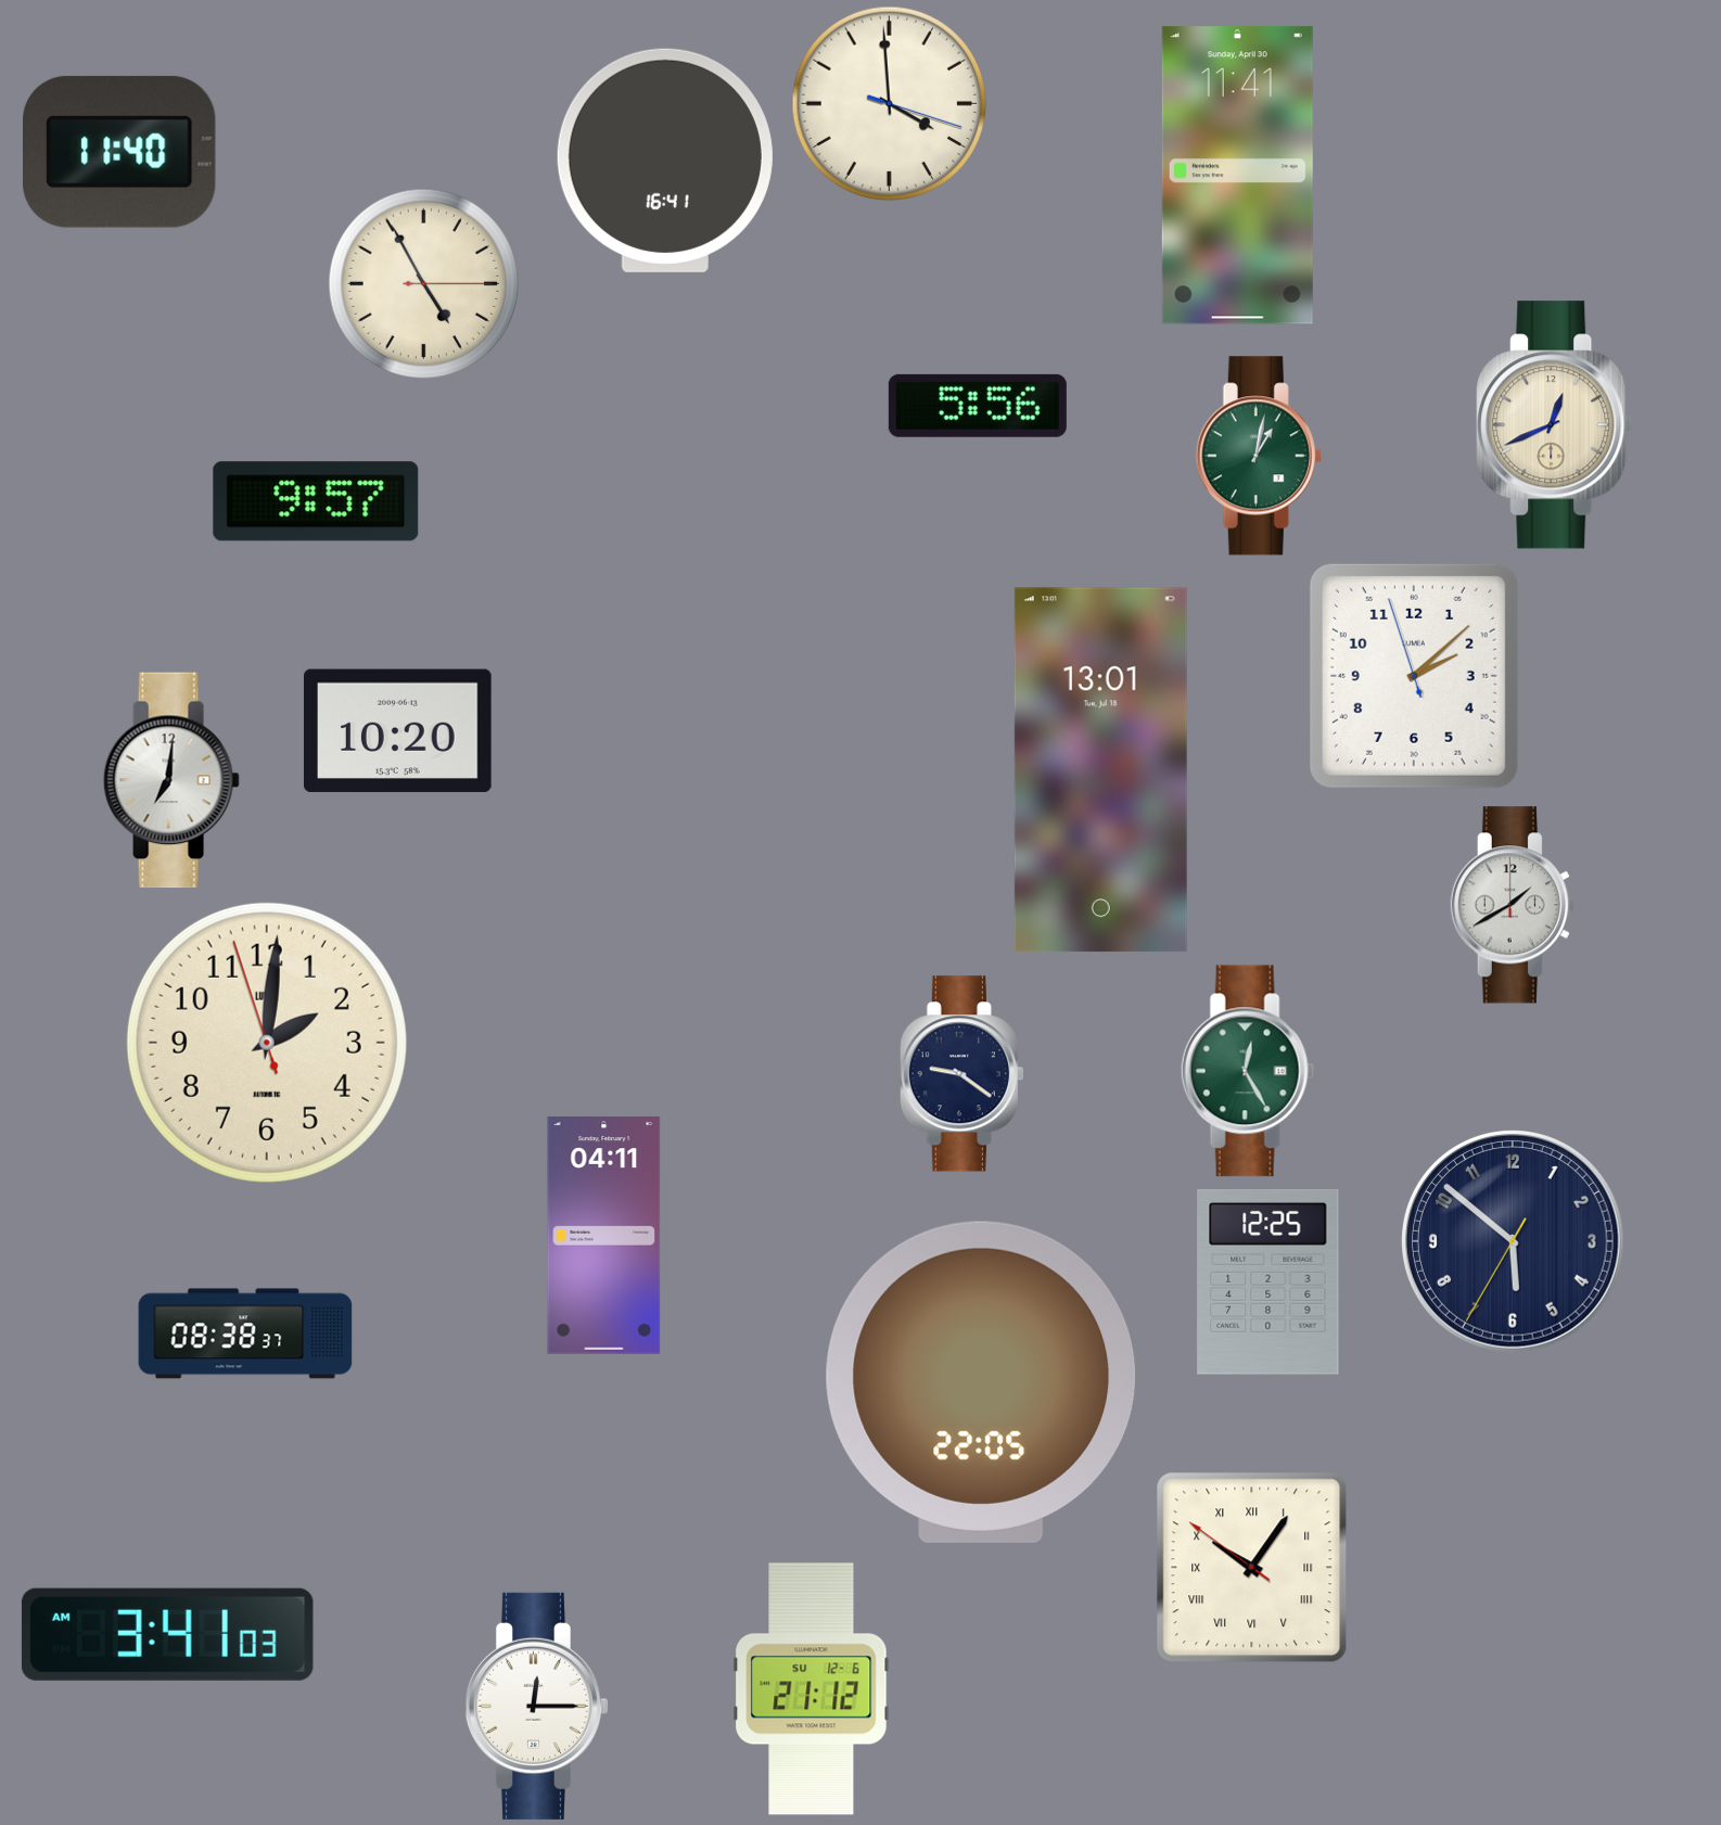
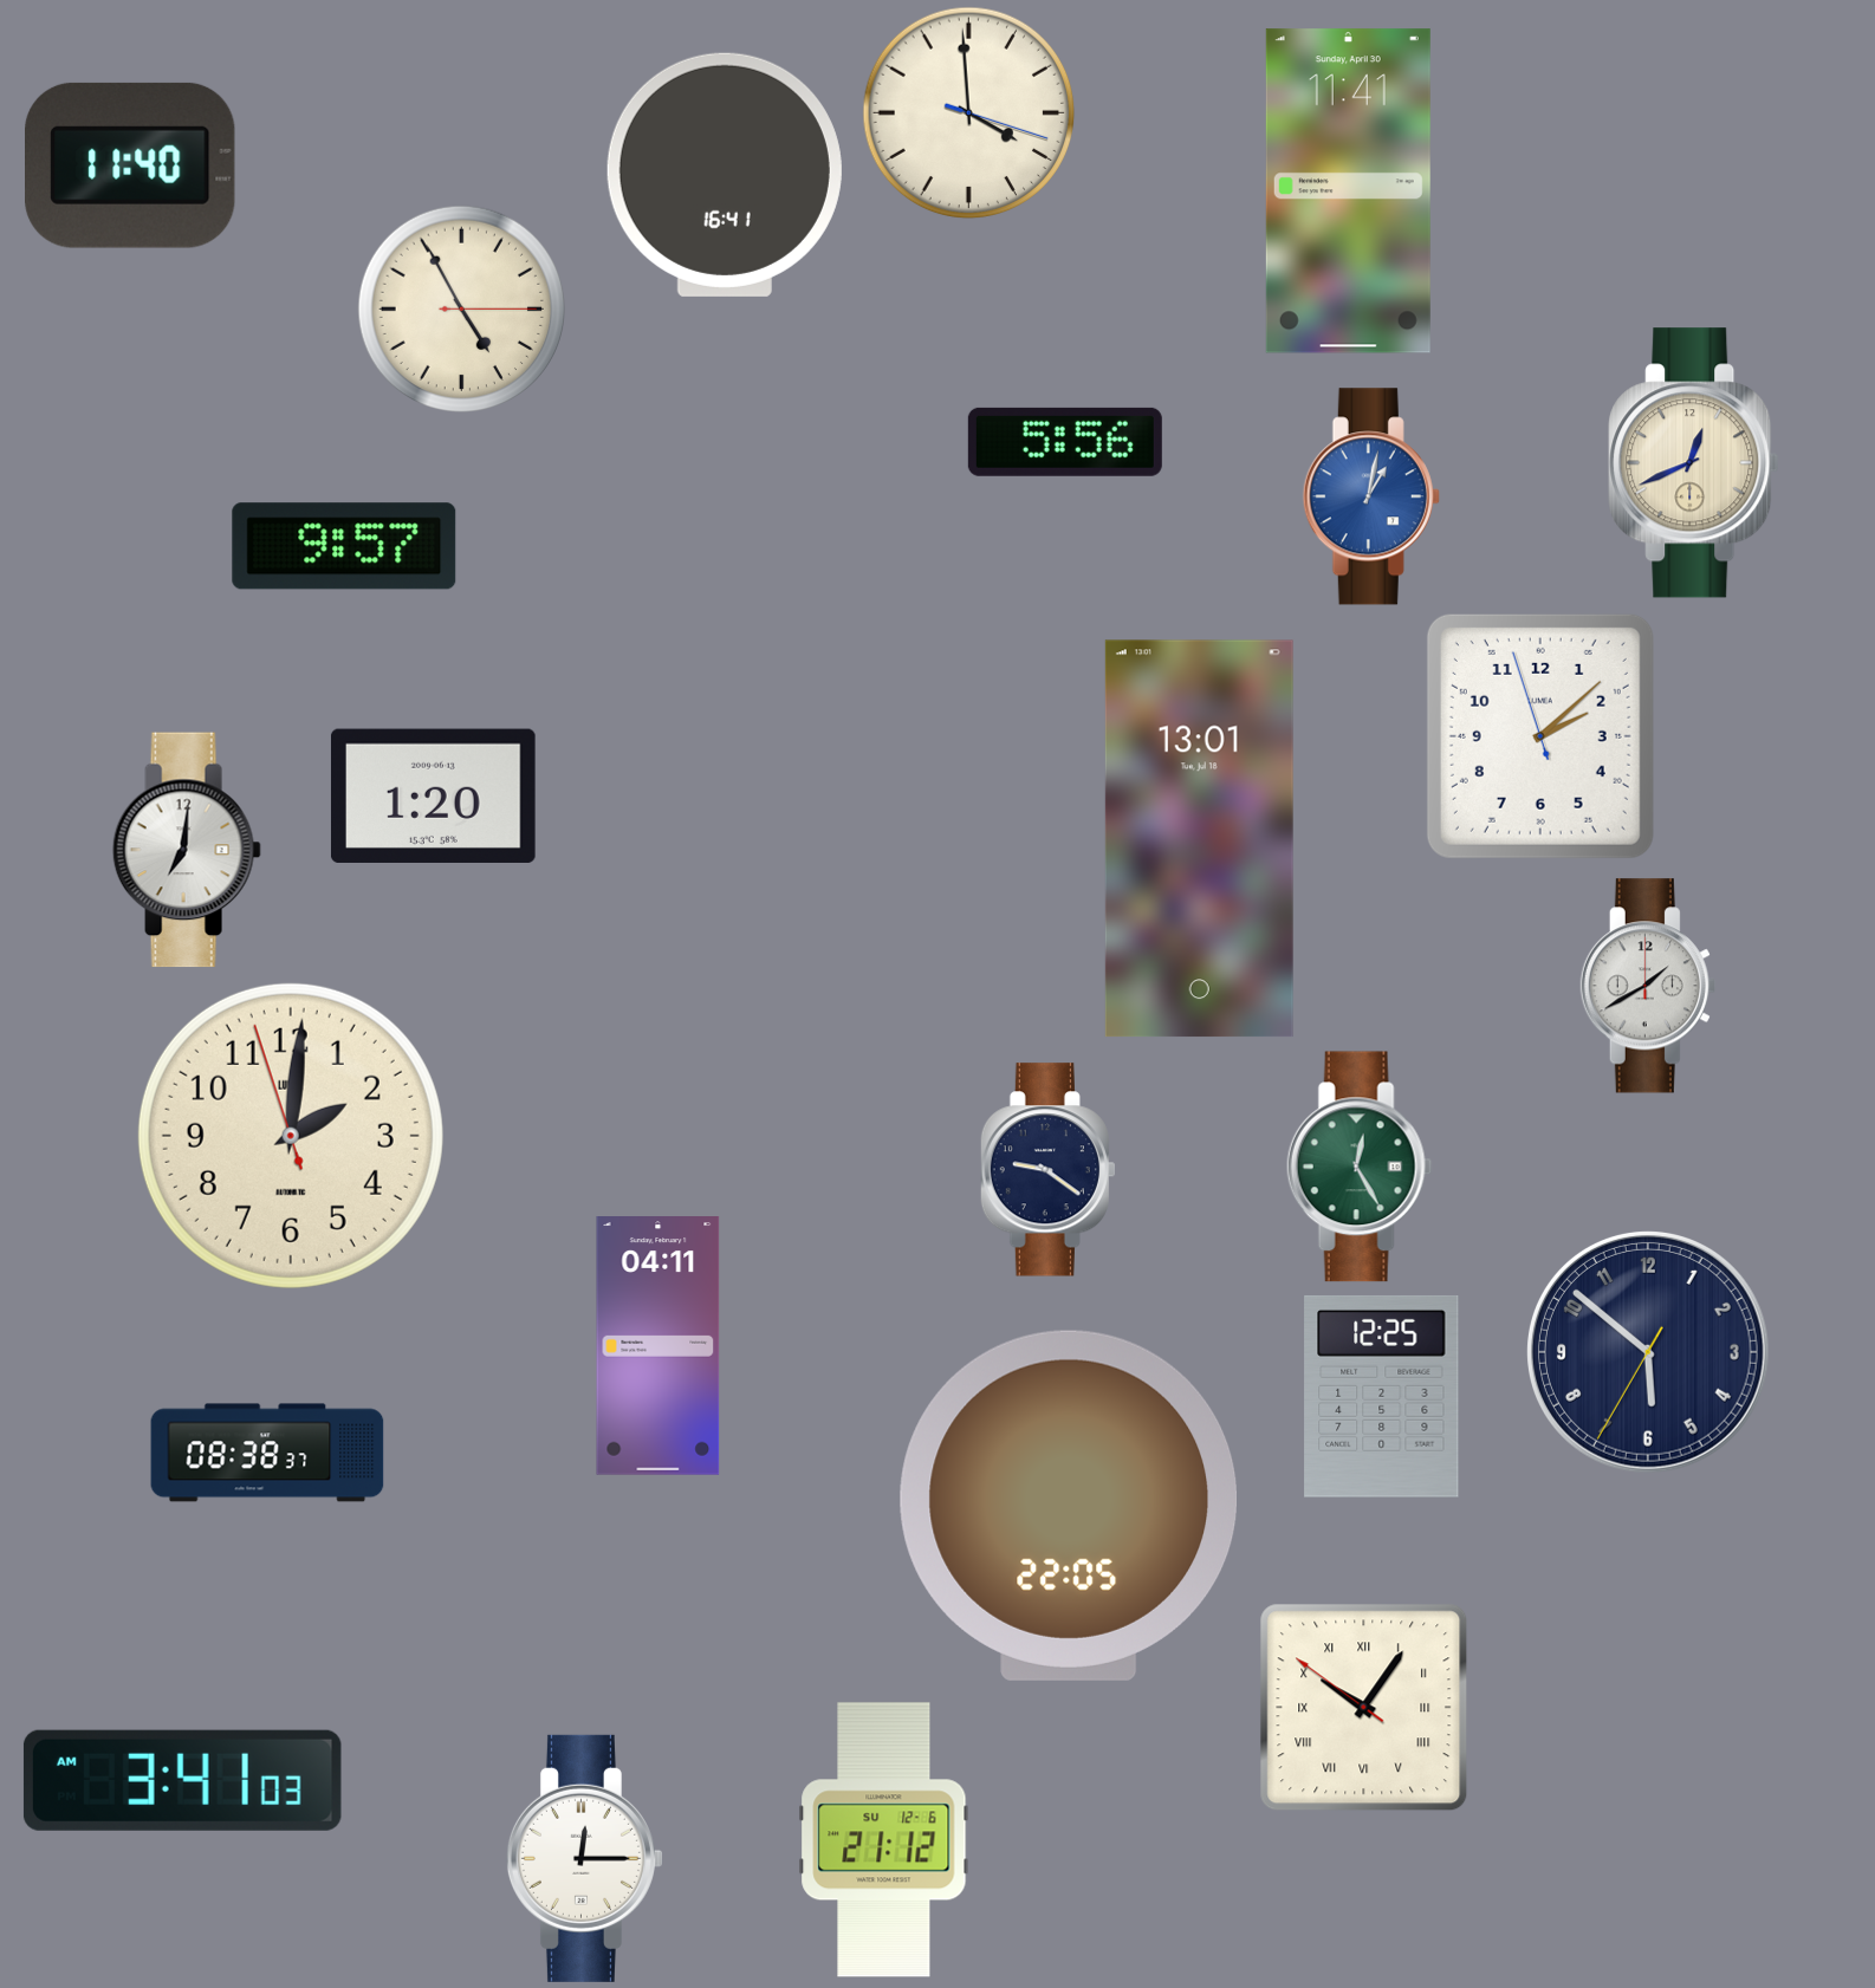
clock at (1259, 456) dial: green -> blue
clock at (397, 730): 10:20 -> 1:20
